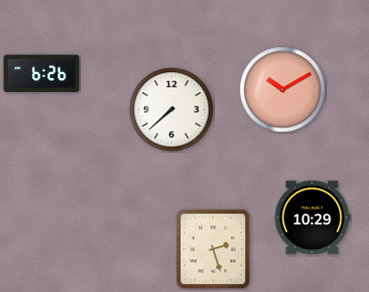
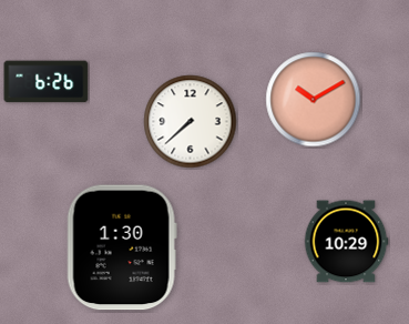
clock at (122, 247): none -> 1:30
clock at (213, 249): 2:27 -> none
